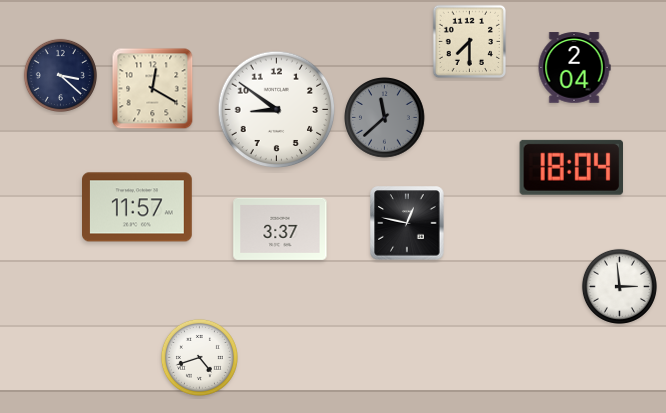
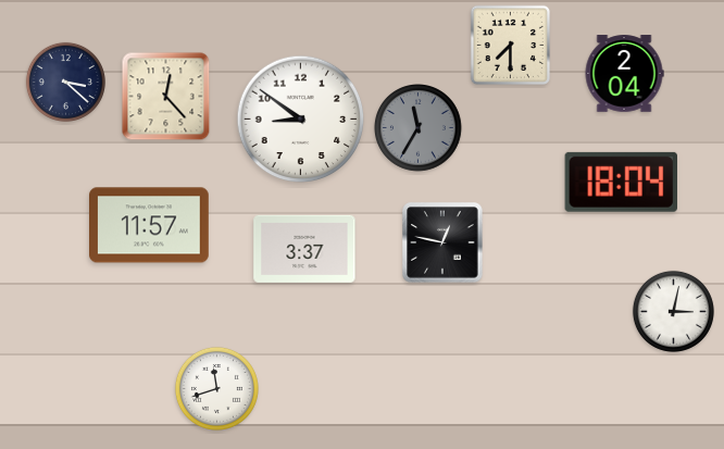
clock at (153, 89): 12:20 -> 12:23
clock at (385, 118): 11:38 -> 11:35
clock at (619, 286): 2:59 -> 3:02
clock at (199, 357): 4:42 -> 11:42
